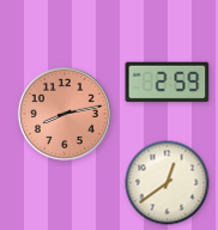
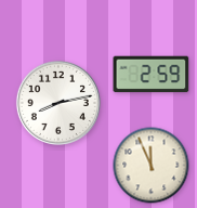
clock at (65, 114) dial: salmon -> white
clock at (168, 183): 12:39 -> 11:56
